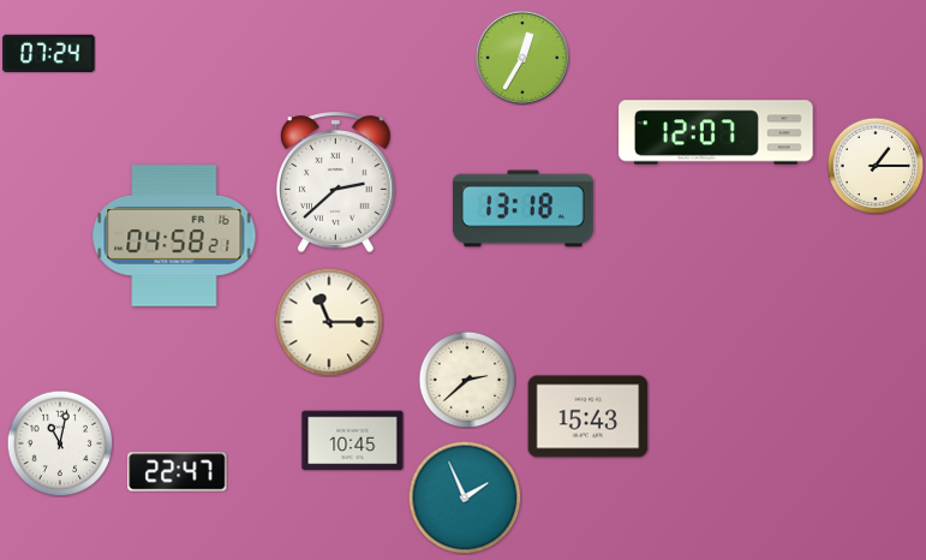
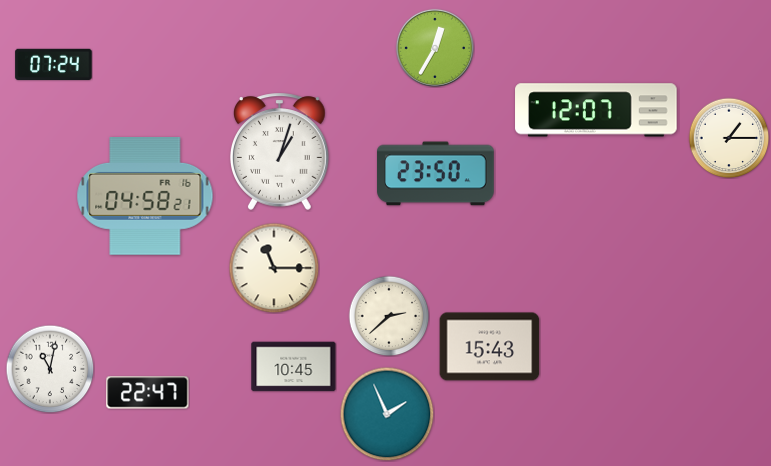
clock at (49, 53) position: (49, 53) -> (54, 64)
clock at (335, 181): 2:38 -> 1:03
clock at (524, 209): 13:18 -> 23:50
